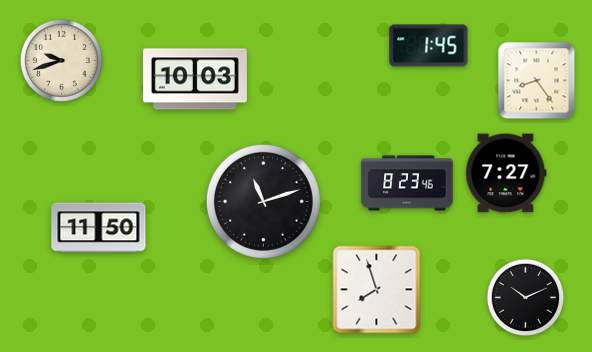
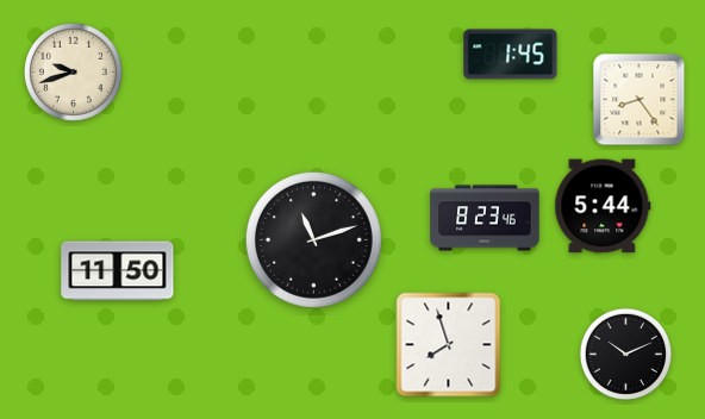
clock at (195, 79): 10:03 -> none
clock at (537, 81) position: (537, 81) -> (640, 100)
clock at (506, 173): 7:27 -> 5:44
